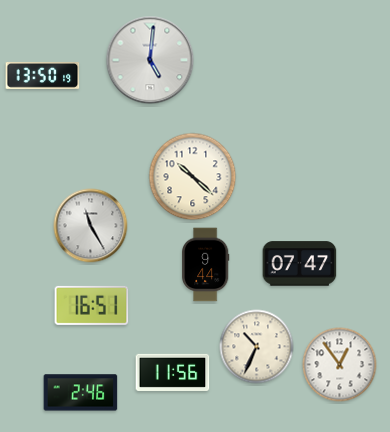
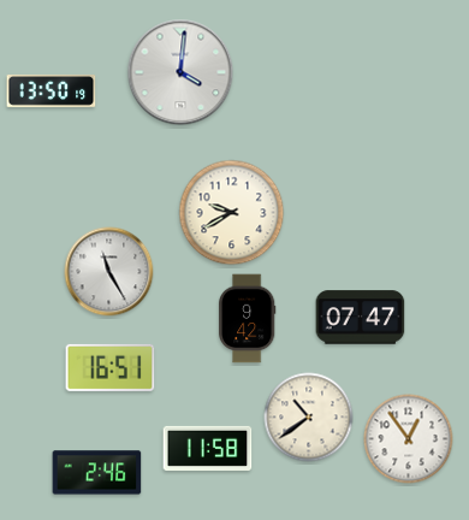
clock at (150, 60): 5:01 -> 4:01
clock at (193, 177): 10:22 -> 9:40
clock at (206, 265): 9:44 -> 9:42
clock at (257, 347): 10:34 -> 10:39
clock at (173, 372): 11:56 -> 11:58
